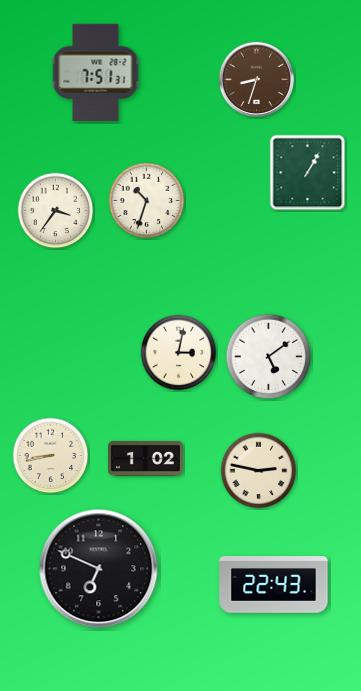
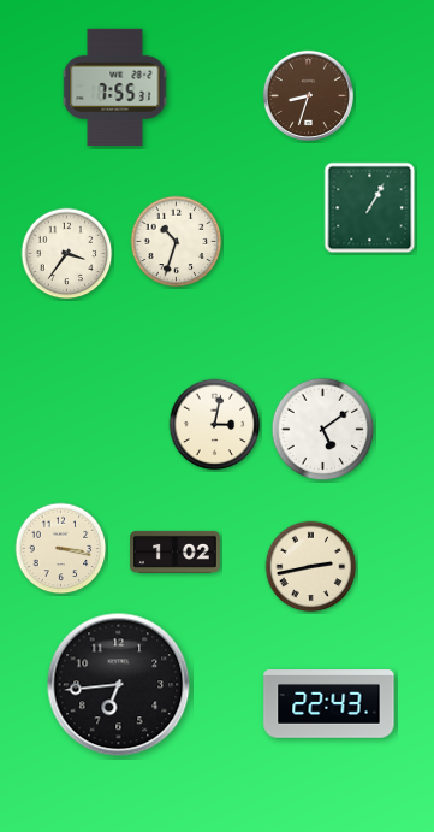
clock at (96, 73): 7:51 -> 7:55
clock at (51, 456): 8:43 -> 3:17
clock at (259, 471): 2:47 -> 2:43
clock at (99, 569): 6:49 -> 6:44
